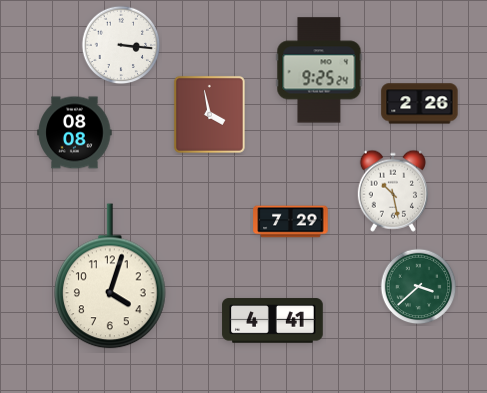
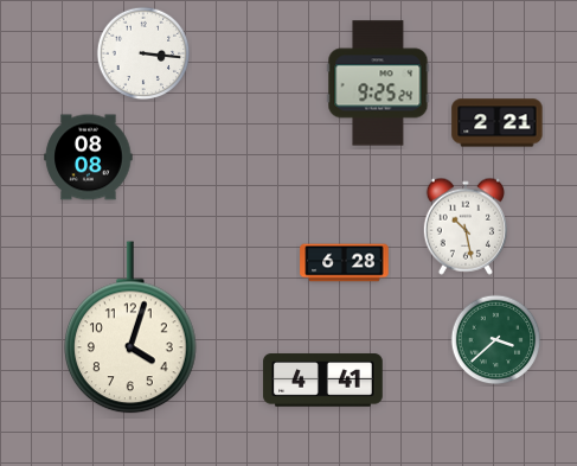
clock at (420, 104): 2:26 -> 2:21
clock at (209, 114): 3:58 -> none
clock at (291, 222): 7:29 -> 6:28
